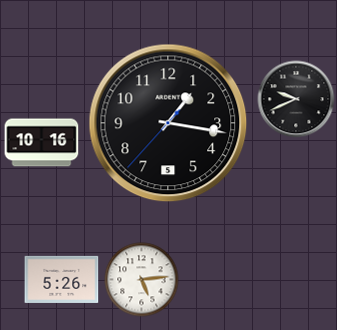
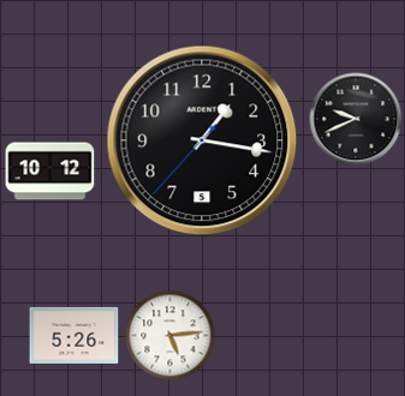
clock at (168, 123) position: (168, 123) -> (202, 140)
clock at (42, 143): 10:16 -> 10:12
